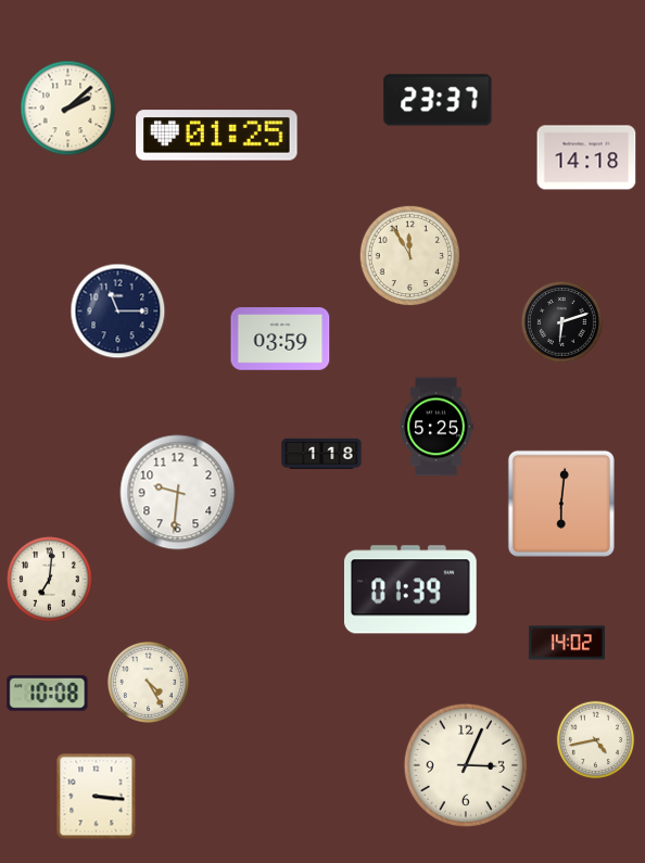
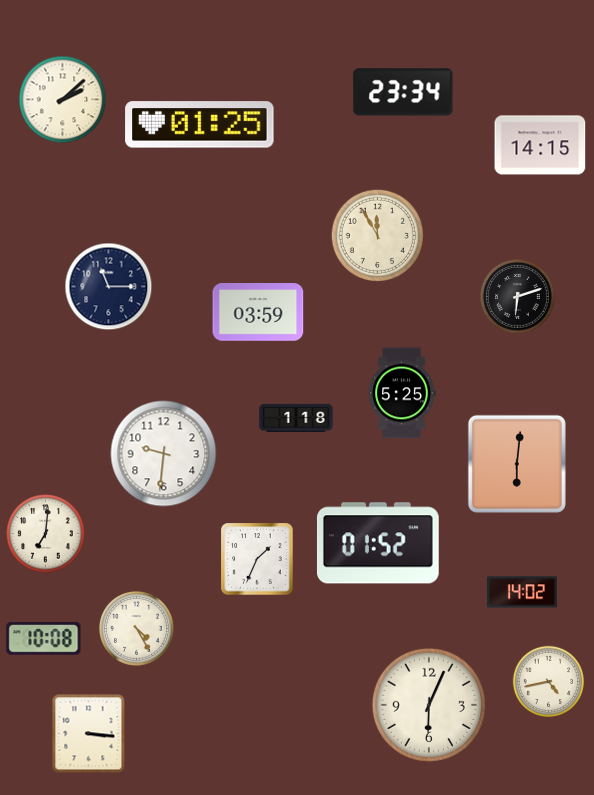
clock at (438, 100): 23:37 -> 23:34
clock at (586, 157): 14:18 -> 14:15
clock at (410, 589): 01:39 -> 01:52
clock at (257, 559): none -> 1:34
clock at (466, 765): 3:04 -> 6:04
